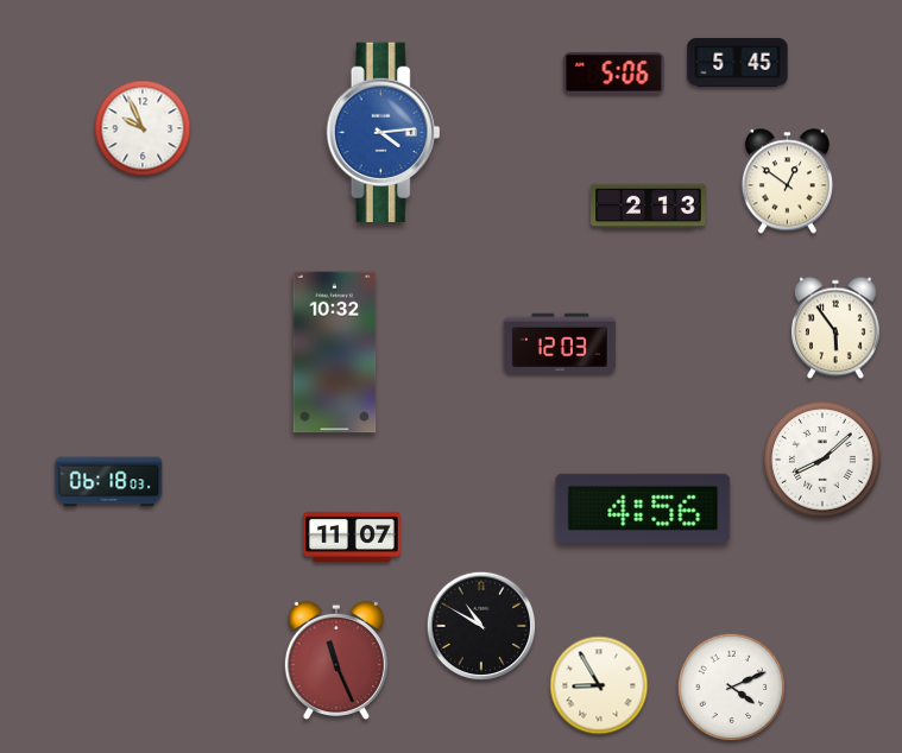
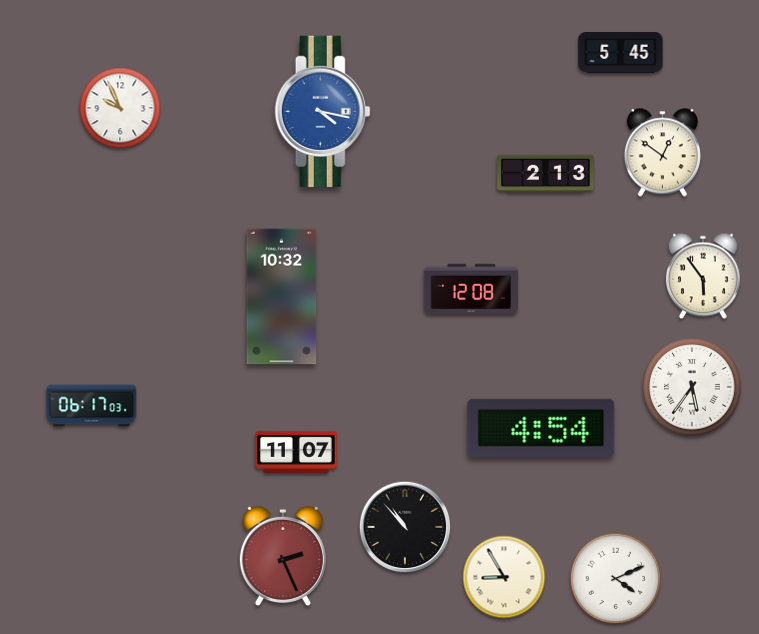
clock at (614, 72): 5:06 -> none
clock at (384, 132): 4:14 -> 4:17
clock at (560, 342): 12:03 -> 12:08
clock at (822, 460): 8:08 -> 5:36
clock at (109, 482): 06:18 -> 06:17
clock at (643, 508): 4:56 -> 4:54
clock at (481, 626): 10:50 -> 10:53
clock at (336, 659): 11:26 -> 2:26
